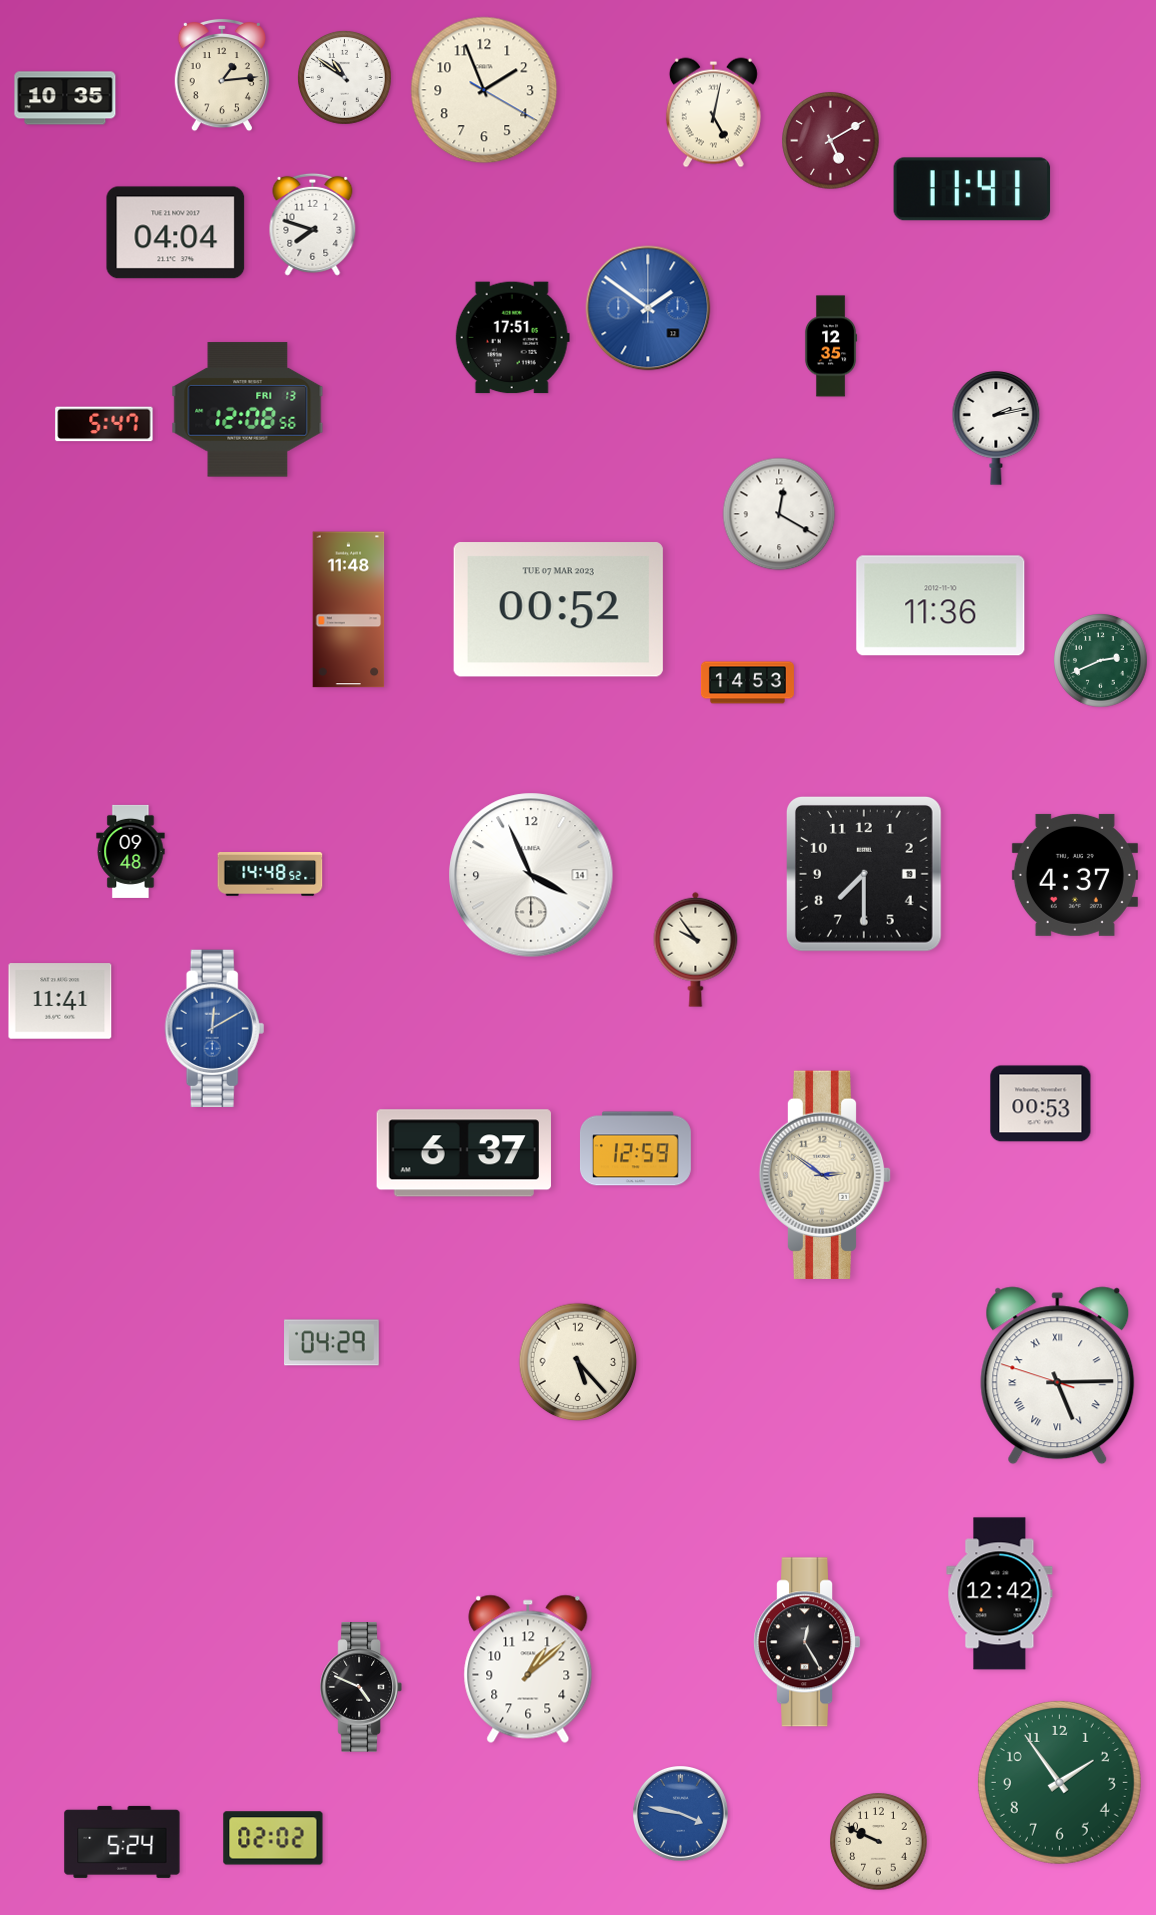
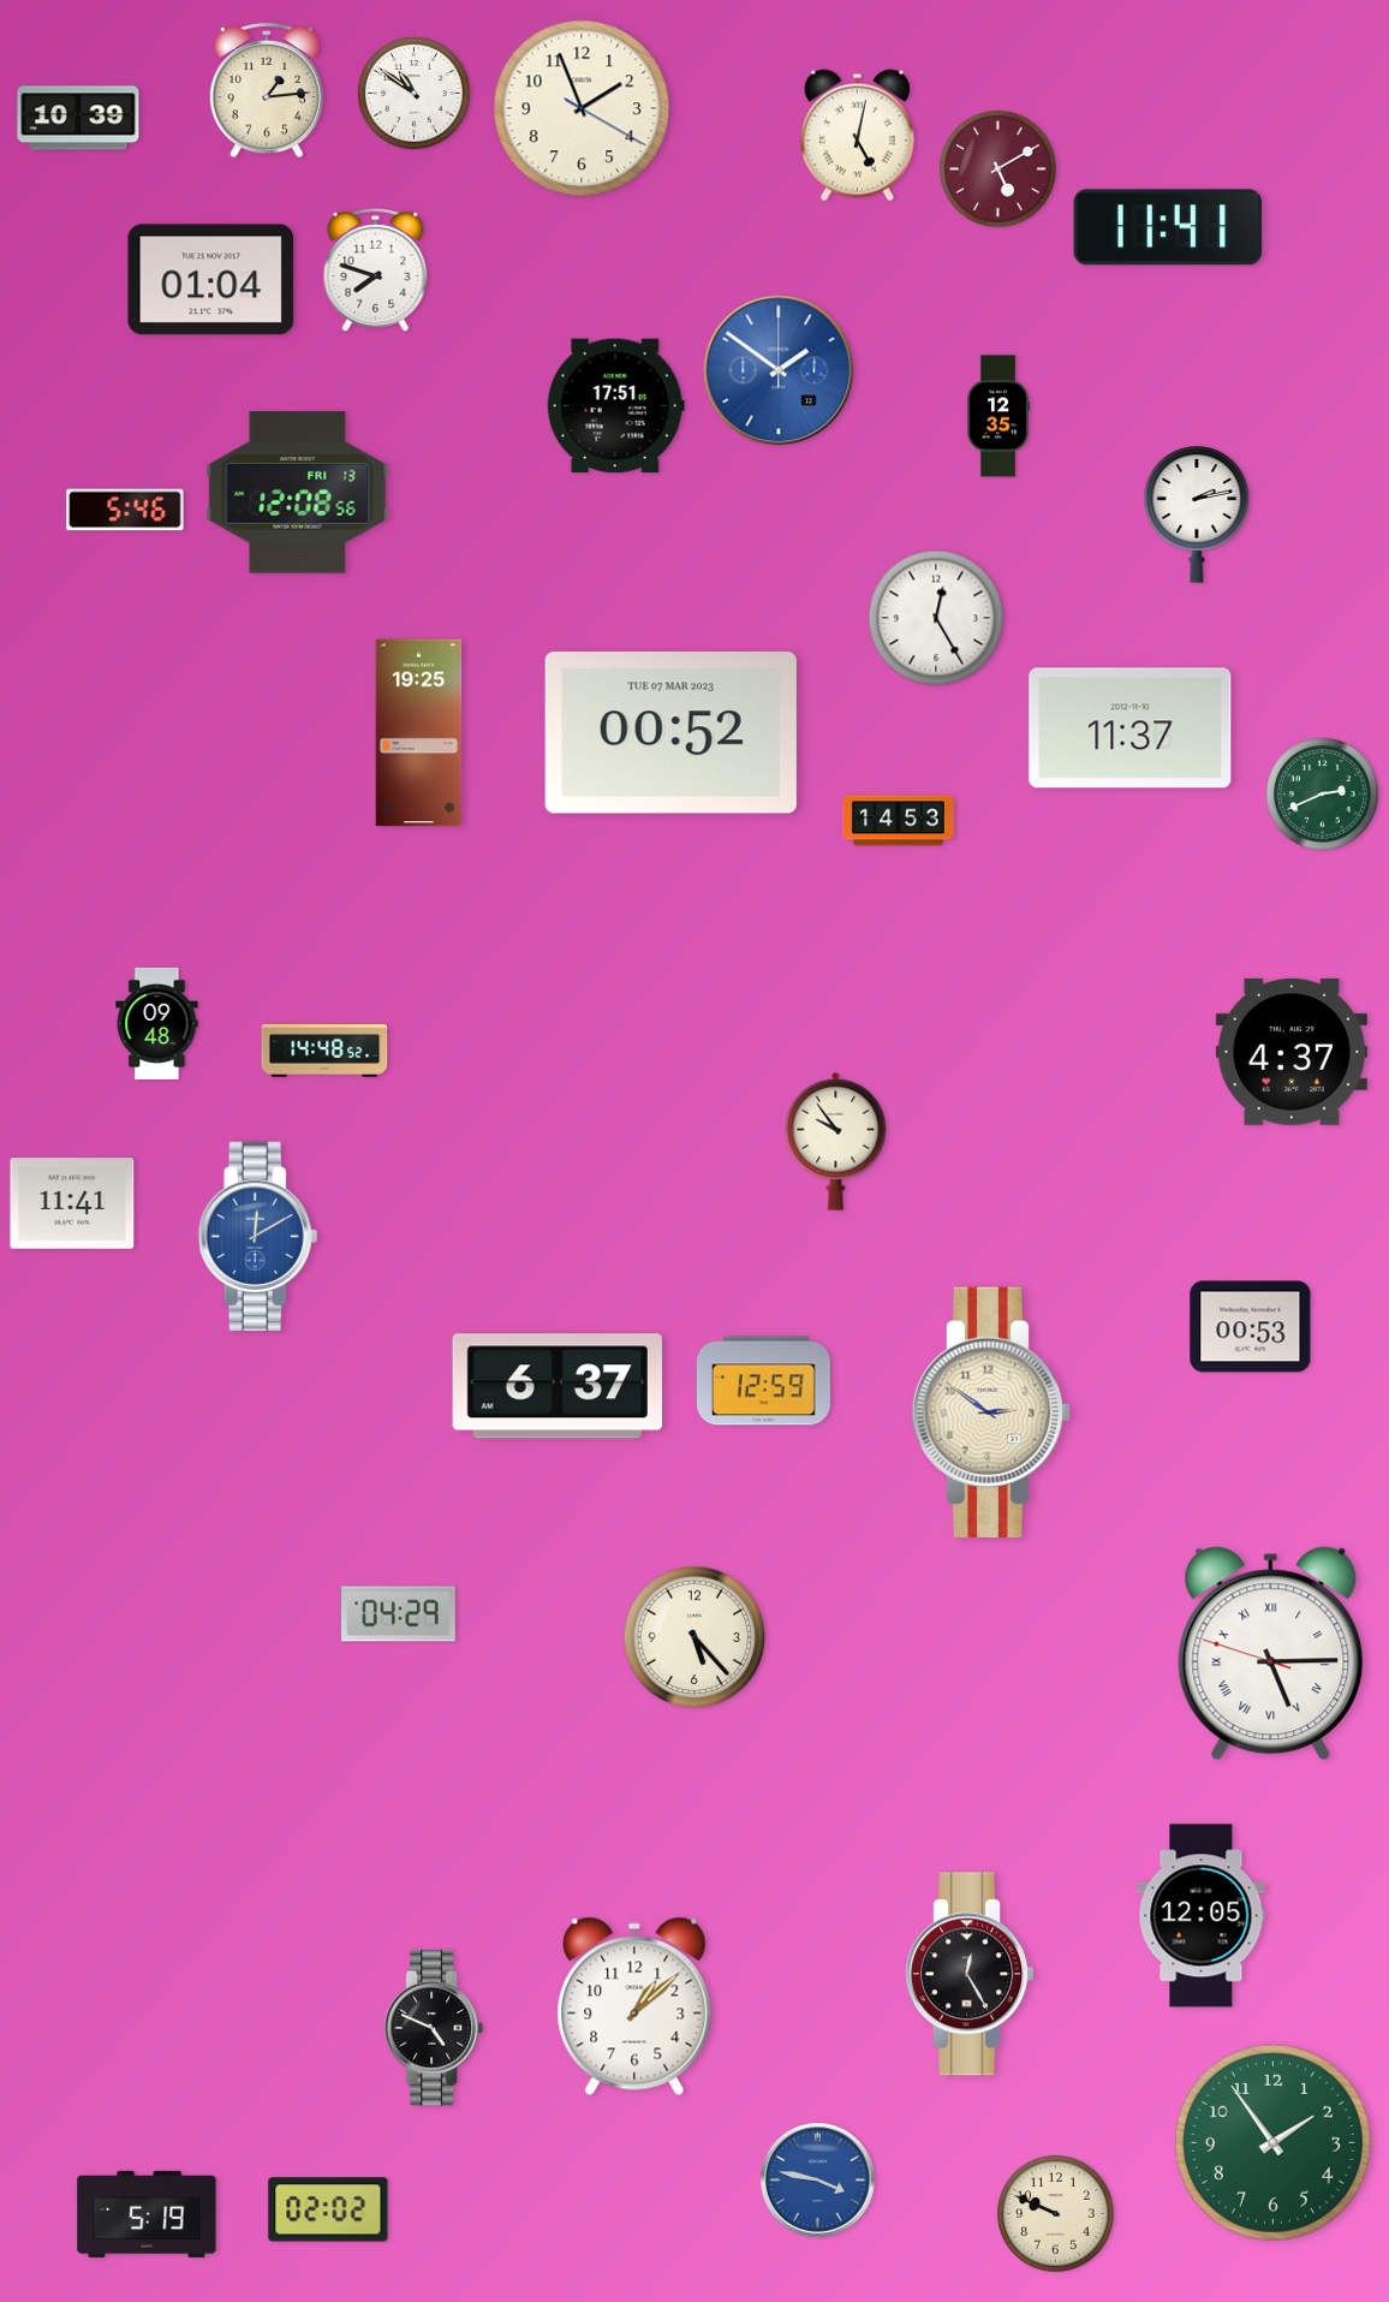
clock at (65, 98): 10:35 -> 10:39
clock at (176, 233): 04:04 -> 01:04
clock at (104, 424): 5:47 -> 5:46
clock at (779, 514): 12:20 -> 12:25
clock at (941, 606): 11:36 -> 11:37
clock at (349, 610): 11:48 -> 19:25
clock at (864, 874): 7:30 -> none
clock at (531, 875): 3:56 -> none
clock at (1000, 1594): 12:42 -> 12:05
clock at (122, 1842): 5:24 -> 5:19
